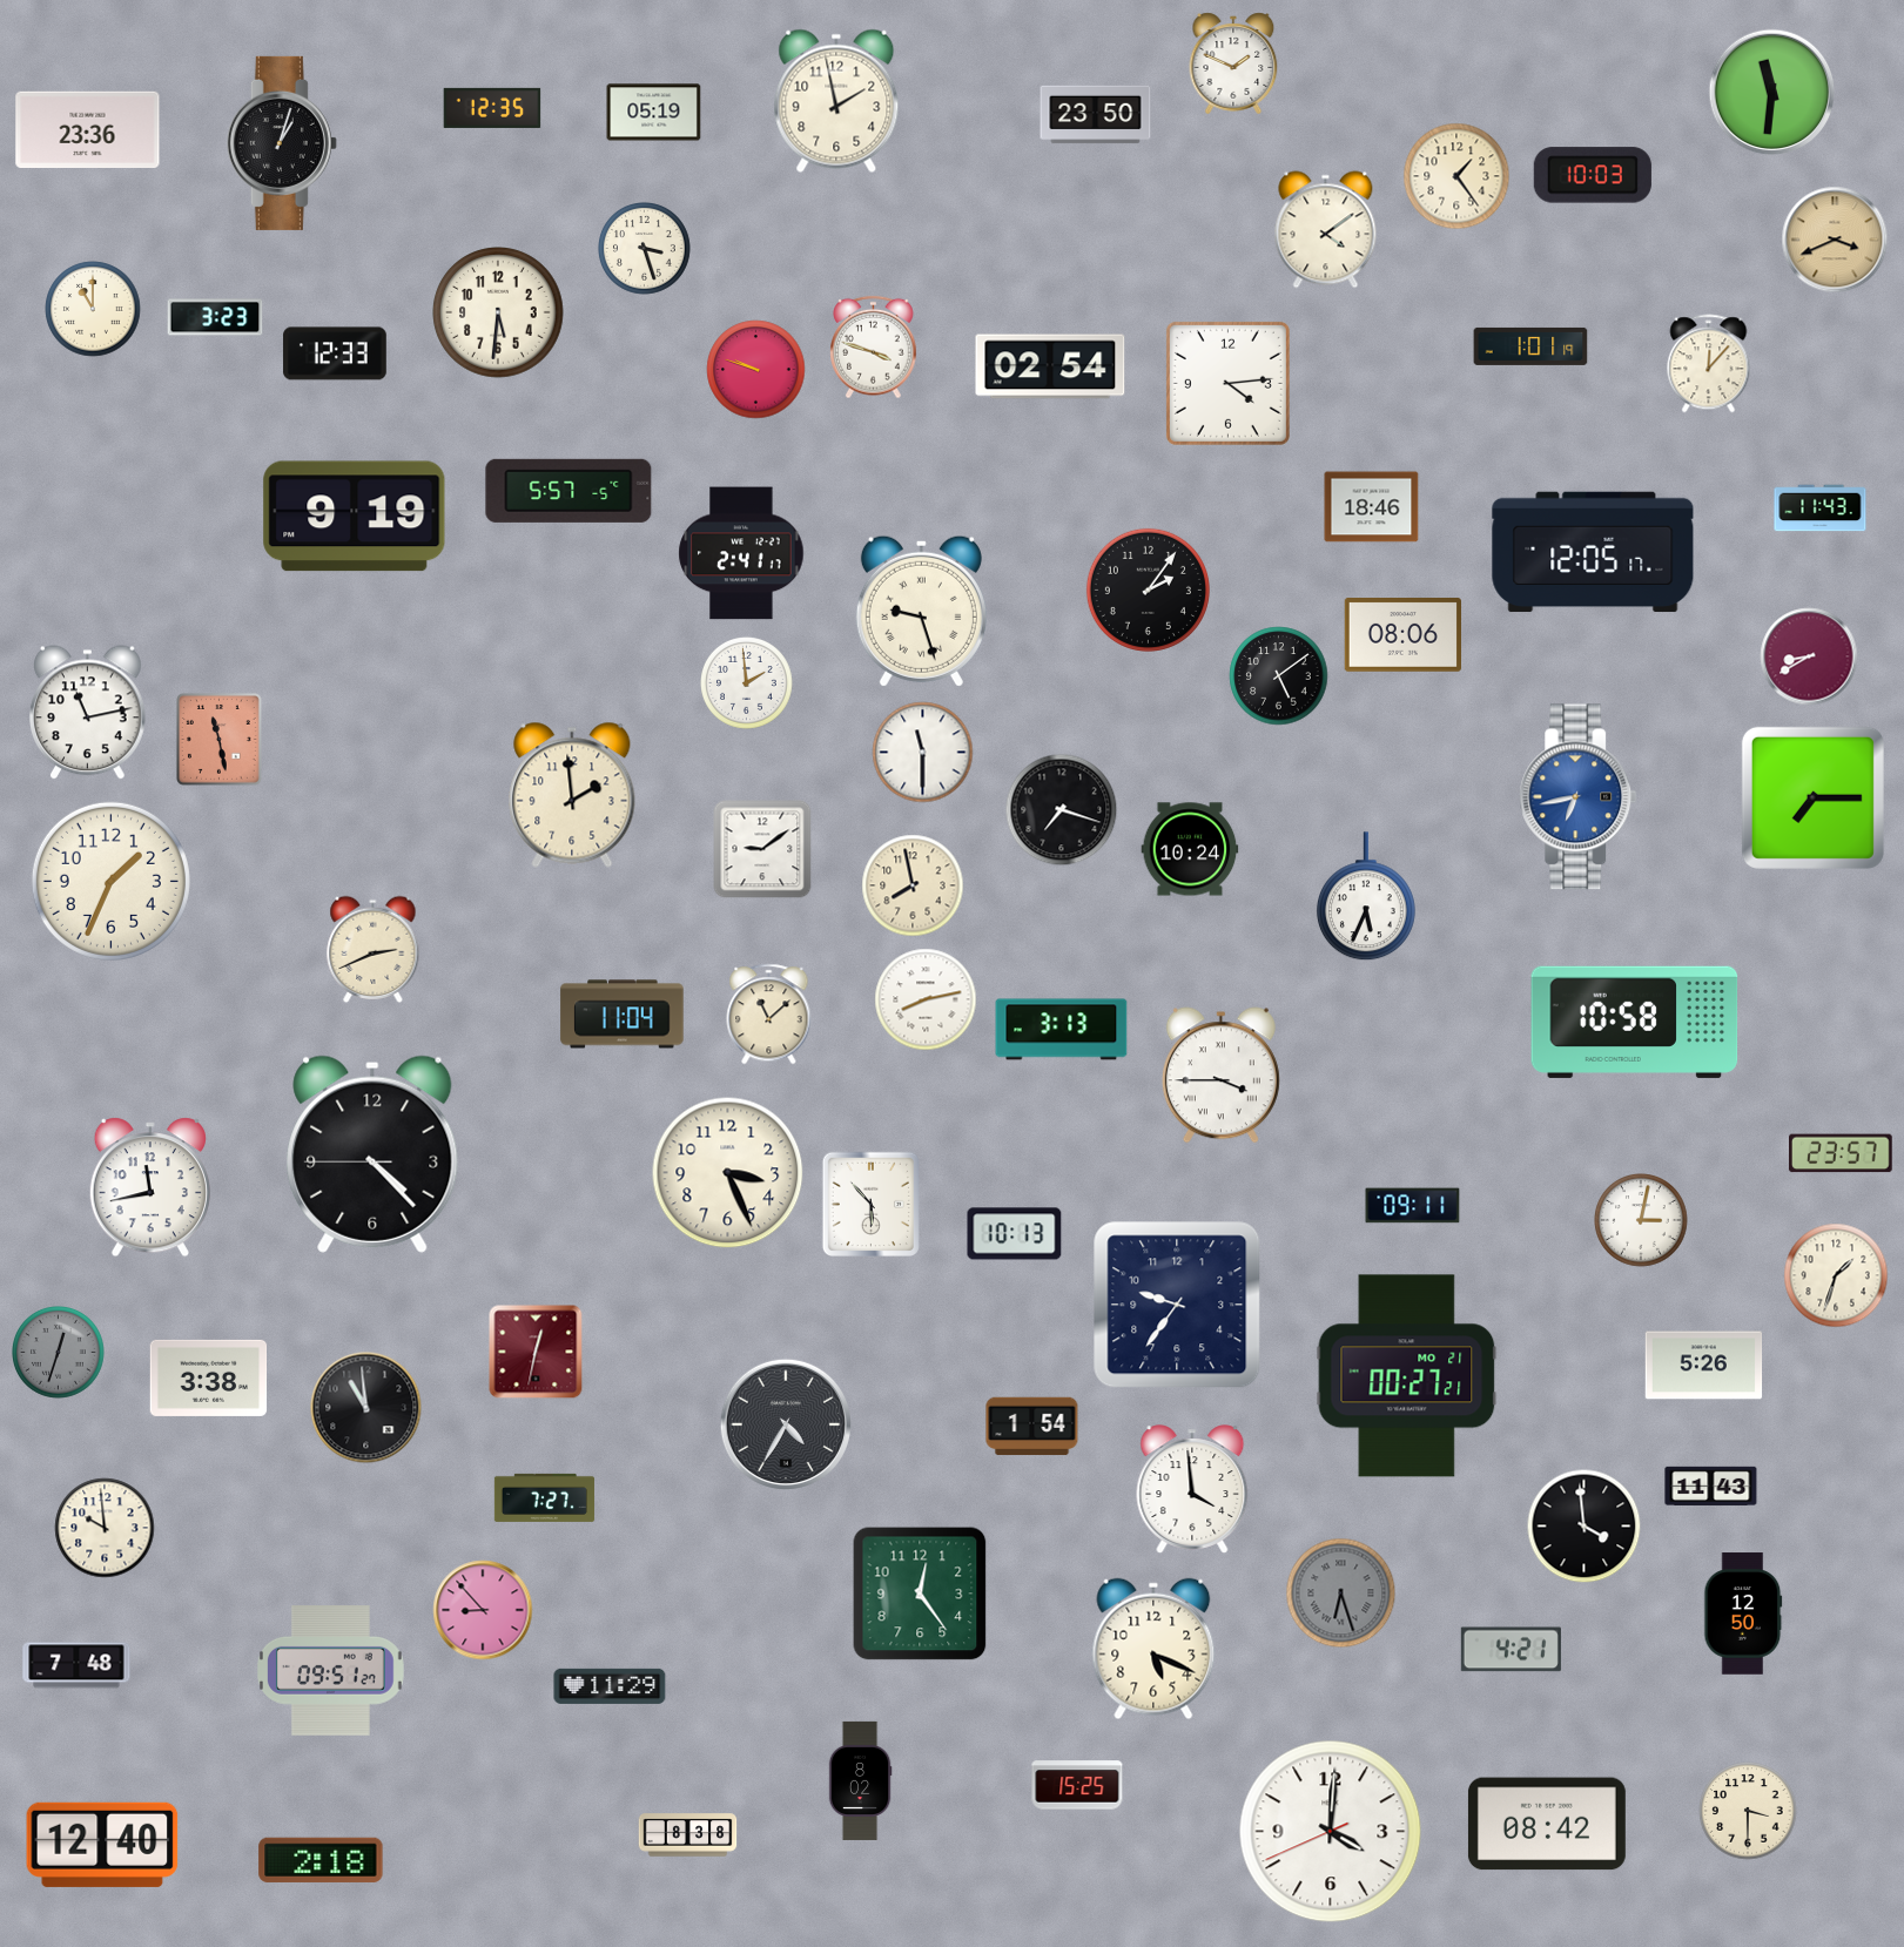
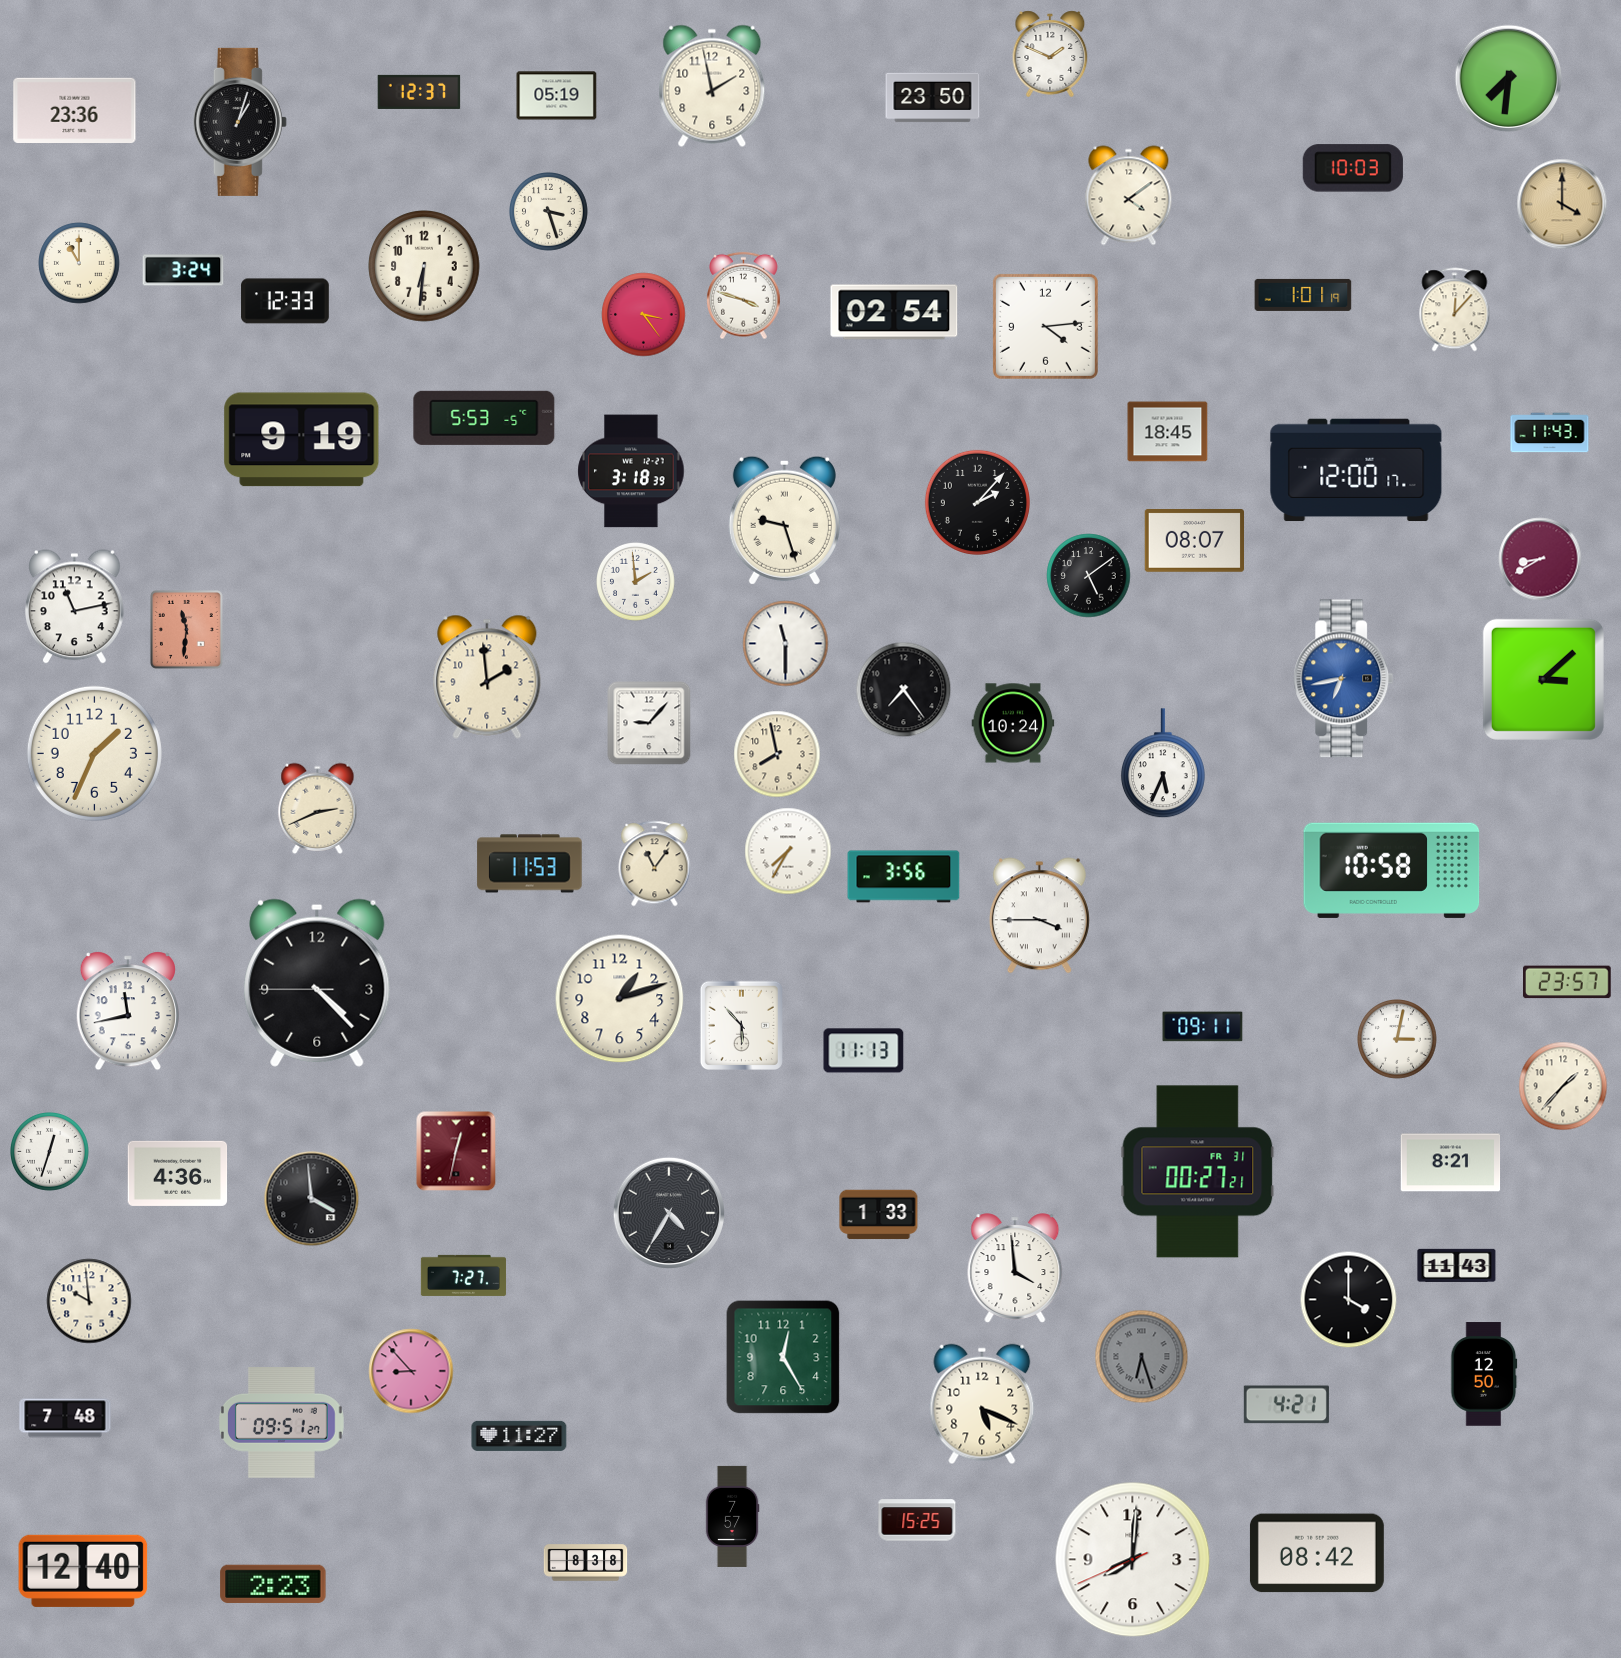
clock at (1772, 93): 11:31 -> 7:31
clock at (492, 108): 12:35 -> 12:37
clock at (1593, 175) position: (1593, 175) -> (1353, 168)
clock at (1456, 176): 1:24 -> none
clock at (1835, 240): 3:41 -> 4:00
clock at (498, 312): 5:31 -> 6:31
clock at (215, 317): 3:23 -> 3:24
clock at (756, 370): 9:48 -> 3:24
clock at (568, 491): 5:57 -> 5:53
clock at (1372, 507): 18:46 -> 18:45
clock at (1593, 552): 12:05 -> 12:00
clock at (741, 553): 2:41 -> 3:18
clock at (1148, 590): 2:06 -> 2:07
clock at (1404, 635): 08:06 -> 08:07
clock at (218, 739): 11:28 -> 11:31
clock at (923, 753) position: (923, 753) -> (786, 644)
clock at (1812, 797): 7:15 -> 3:08
clock at (1062, 810): 7:18 -> 7:24
clock at (762, 849): 9:09 -> 9:07
clock at (110, 881) position: (110, 881) -> (94, 753)
clock at (926, 999): 8:13 -> 7:35
clock at (623, 1015): 11:04 -> 11:53
clock at (769, 1015): 11:08 -> 11:06
clock at (1062, 1030): 3:13 -> 3:56
clock at (728, 1173): 3:26 -> 1:12
clock at (1015, 1234): 10:13 -> 11:13
clock at (1836, 1275): 1:33 -> 1:37
clock at (1177, 1305): 9:36 -> none
clock at (59, 1353) dial: grey -> white
clock at (1704, 1366): 5:26 -> 8:21
clock at (1407, 1376) date: MO 21 -> FR 31
clock at (209, 1377): 3:38 -> 4:36
clock at (366, 1408): 10:59 -> 3:59
clock at (1032, 1427): 1:54 -> 1:33
clock at (1585, 1527): 3:59 -> 4:00
clock at (920, 1594): 12:24 -> 12:25
clock at (610, 1686): 11:29 -> 11:27
clock at (860, 1780): 8:02 -> 7:57
clock at (1748, 1811): 3:30 -> none
clock at (1331, 1832): 4:00 -> 8:00
clock at (102, 1845) position: (102, 1845) -> (83, 1571)
clock at (321, 1859): 2:18 -> 2:23
